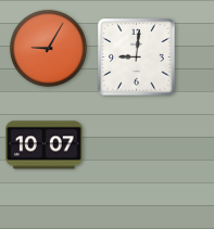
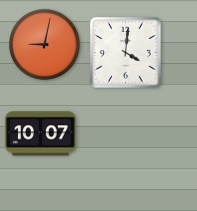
clock at (48, 48): 9:05 -> 9:02
clock at (137, 58): 9:01 -> 4:01
